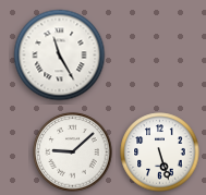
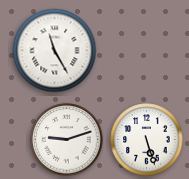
clock at (73, 153): 9:08 -> 9:12
